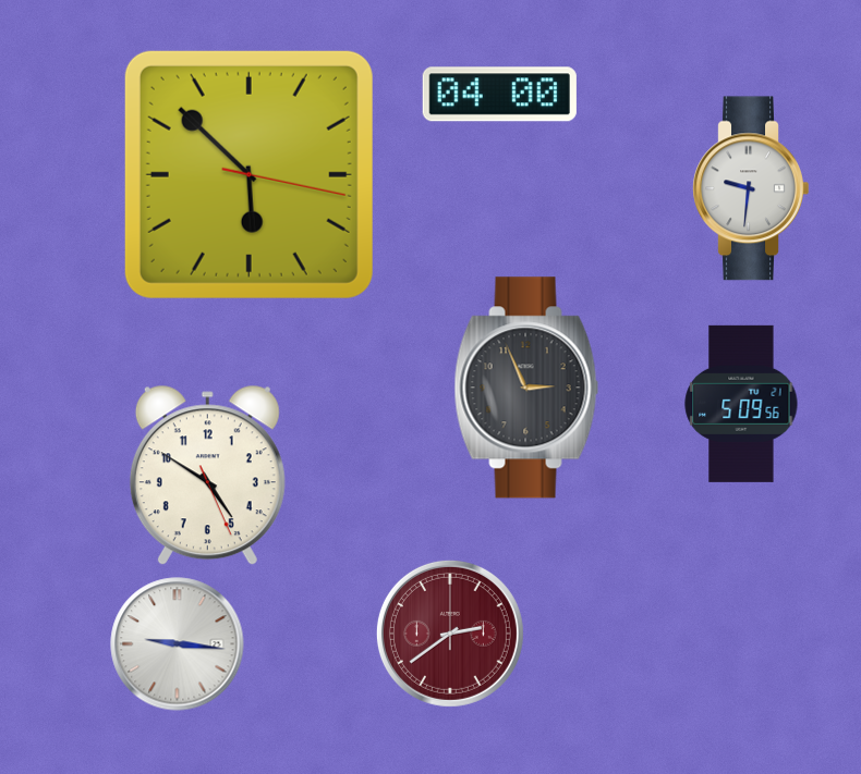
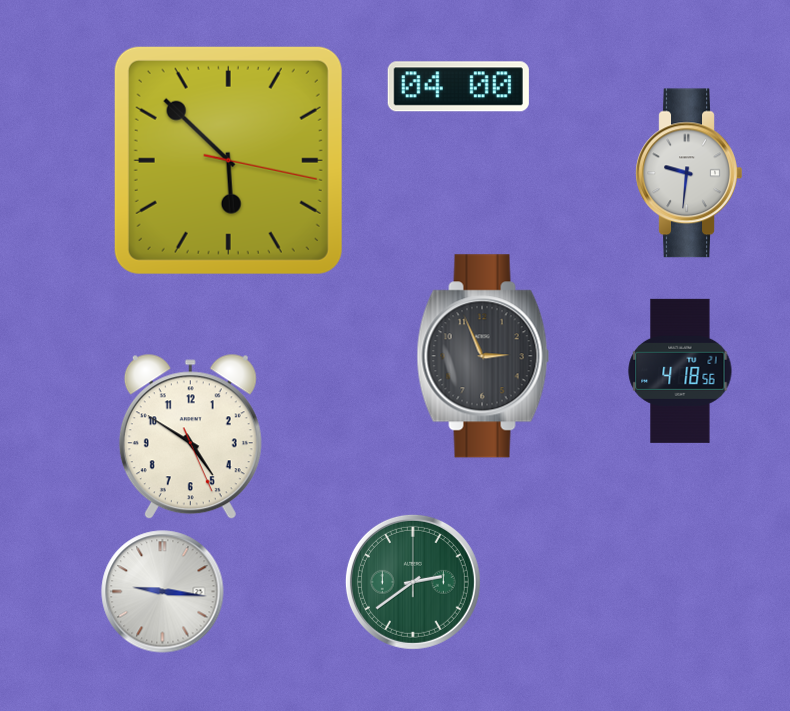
clock at (741, 404): 5:09 -> 4:18
clock at (450, 634) dial: burgundy -> green
